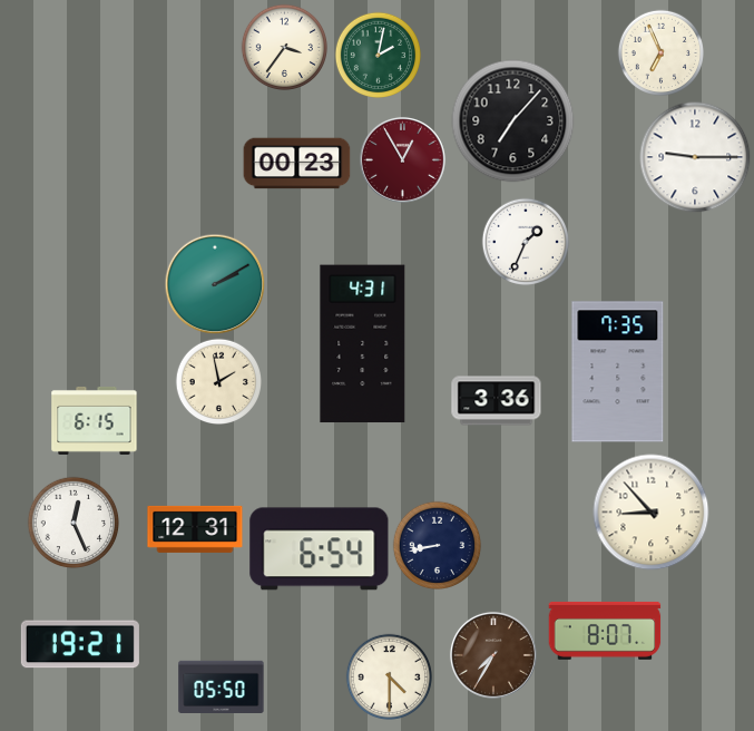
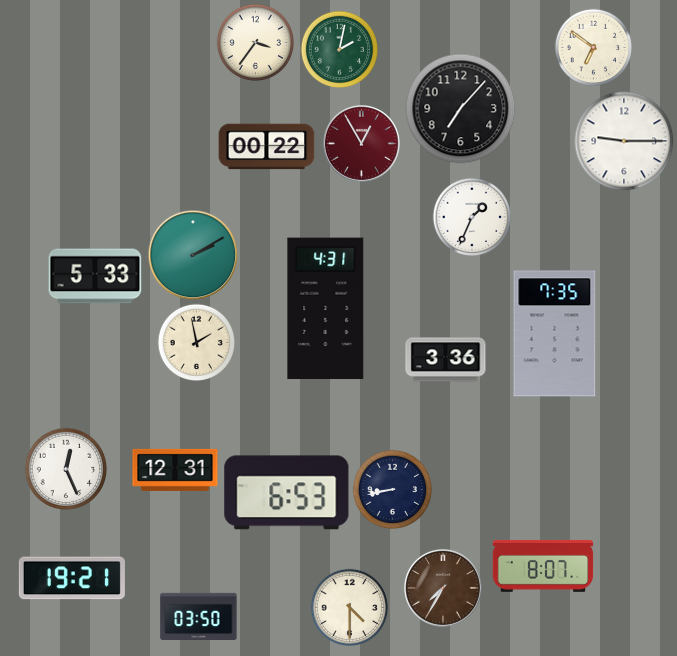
clock at (660, 52): 6:56 -> 6:51
clock at (297, 164): 00:23 -> 00:22
clock at (95, 276): none -> 5:33
clock at (95, 420): 6:15 -> none
clock at (652, 513): 8:53 -> none
clock at (195, 529) position: (195, 529) -> (175, 470)
clock at (320, 549): 6:54 -> 6:53
clock at (222, 686): 05:50 -> 03:50
